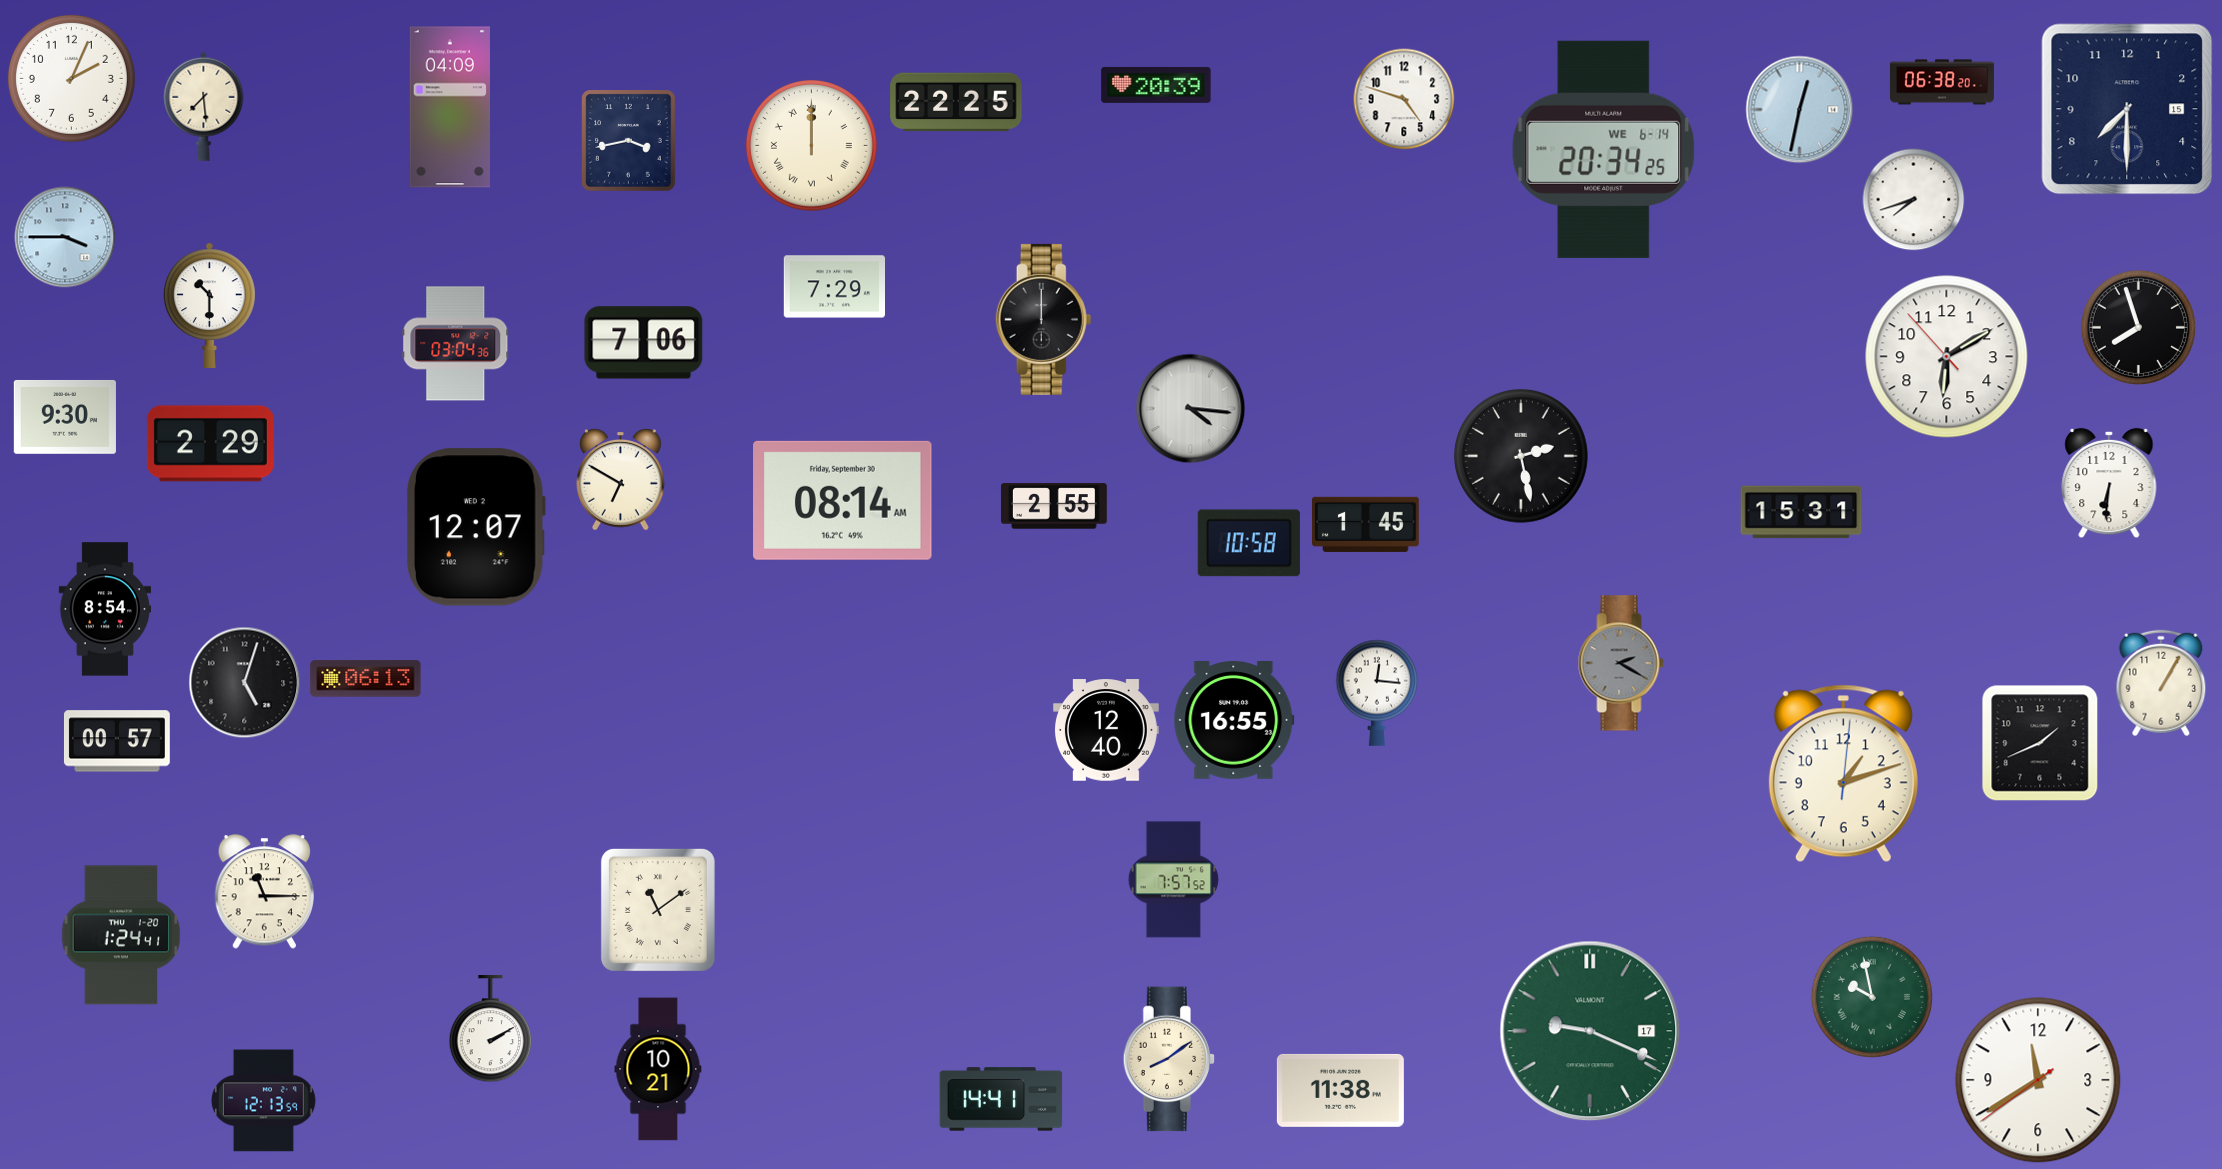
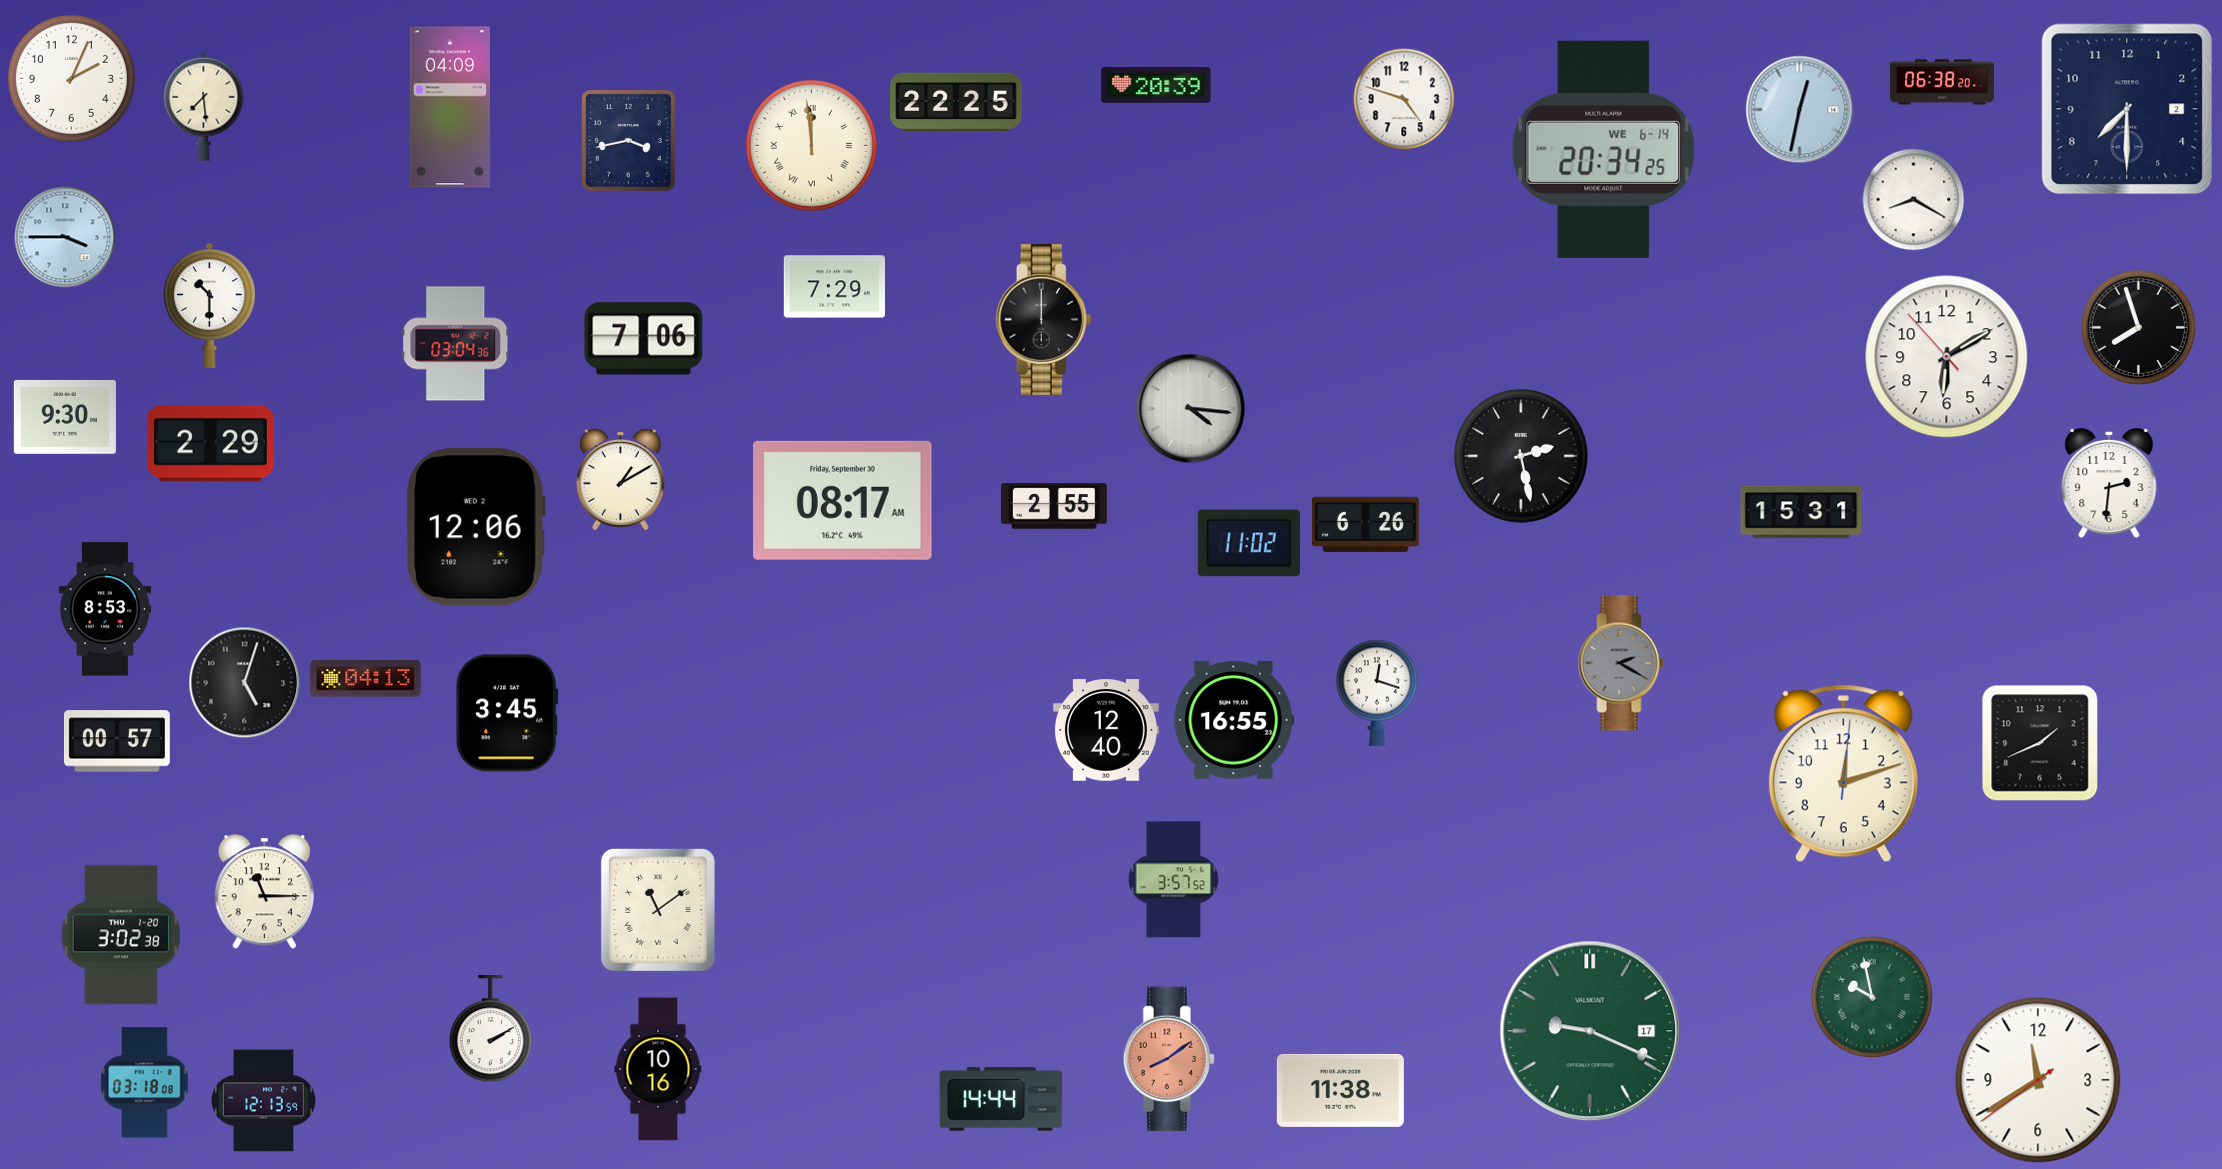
clock at (2127, 109) date: 15 -> 2
clock at (811, 145): 12:00 -> 11:59
clock at (1914, 200): 7:42 -> 8:20
clock at (644, 343) position: (644, 343) -> (644, 339)
clock at (621, 480): 6:50 -> 1:10
clock at (2109, 483): 6:31 -> 2:31
clock at (843, 500): 08:14 -> 08:17
clock at (1366, 524): 1:45 -> 6:26
clock at (476, 527): 12:07 -> 12:06
clock at (1249, 543): 10:58 -> 11:02
clock at (104, 609): 8:54 -> 8:53
clock at (366, 679): 06:13 -> 04:13
clock at (2161, 683): 1:05 -> none
clock at (1377, 693): 12:16 -> 12:18
clock at (507, 713): none -> 3:45
clock at (1843, 774): 1:12 -> 12:12
clock at (1173, 880): 7:57 -> 3:57
clock at (121, 935): 1:24 -> 3:02
clock at (1169, 1059) dial: cream -> salmon
clock at (658, 1069): 10:21 -> 10:16
clock at (145, 1083): none -> 03:18
clock at (1001, 1099): 14:41 -> 14:44
